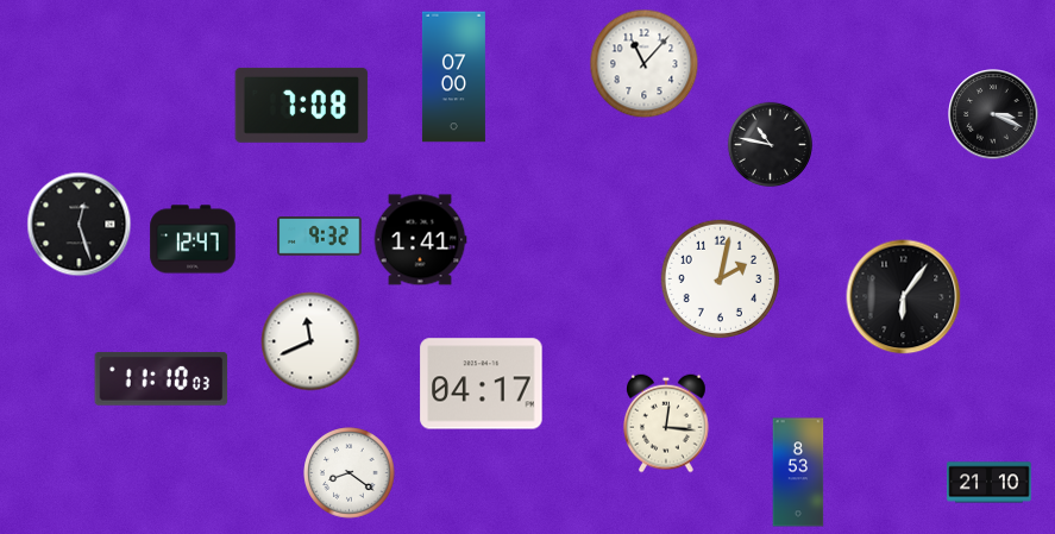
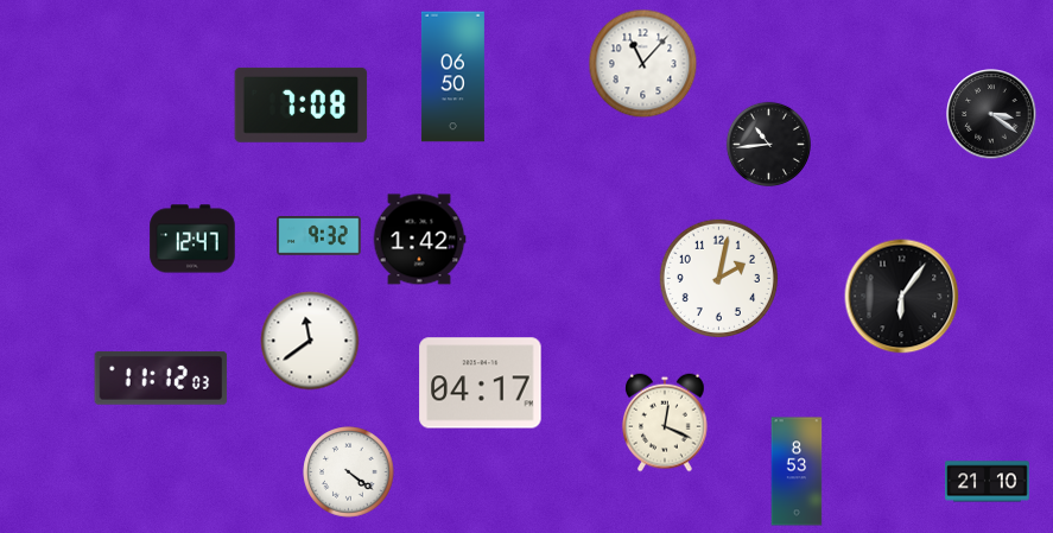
clock at (453, 77): 07:00 -> 06:50
clock at (993, 114): 3:19 -> 3:21
clock at (770, 144): 10:47 -> 10:44
clock at (80, 225): 12:27 -> none
clock at (420, 240): 1:41 -> 1:42
clock at (310, 341): 11:41 -> 11:39
clock at (162, 378): 11:10 -> 11:12
clock at (667, 423): 12:16 -> 12:19
clock at (350, 473): 8:21 -> 4:21
